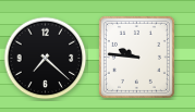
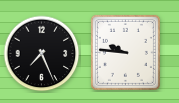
clock at (46, 59): 7:22 -> 7:26
